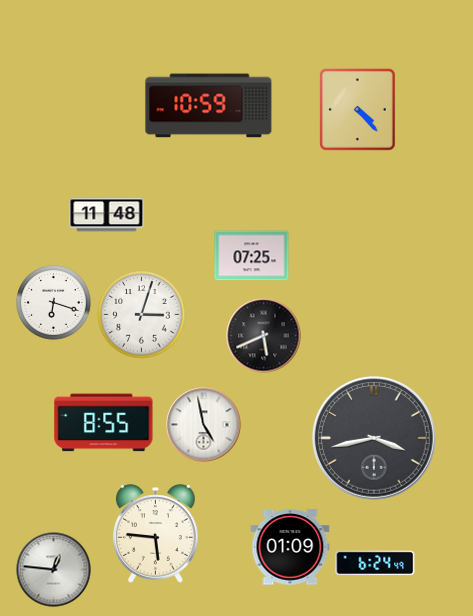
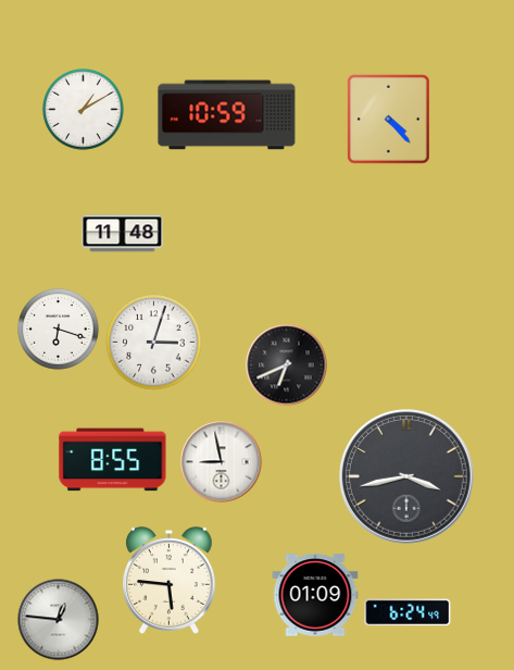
clock at (84, 110): none -> 1:10
clock at (107, 215) position: (107, 215) -> (123, 234)
clock at (252, 256): 07:25 -> none
clock at (264, 336): 5:41 -> 6:41
clock at (204, 425): 4:58 -> 8:58
